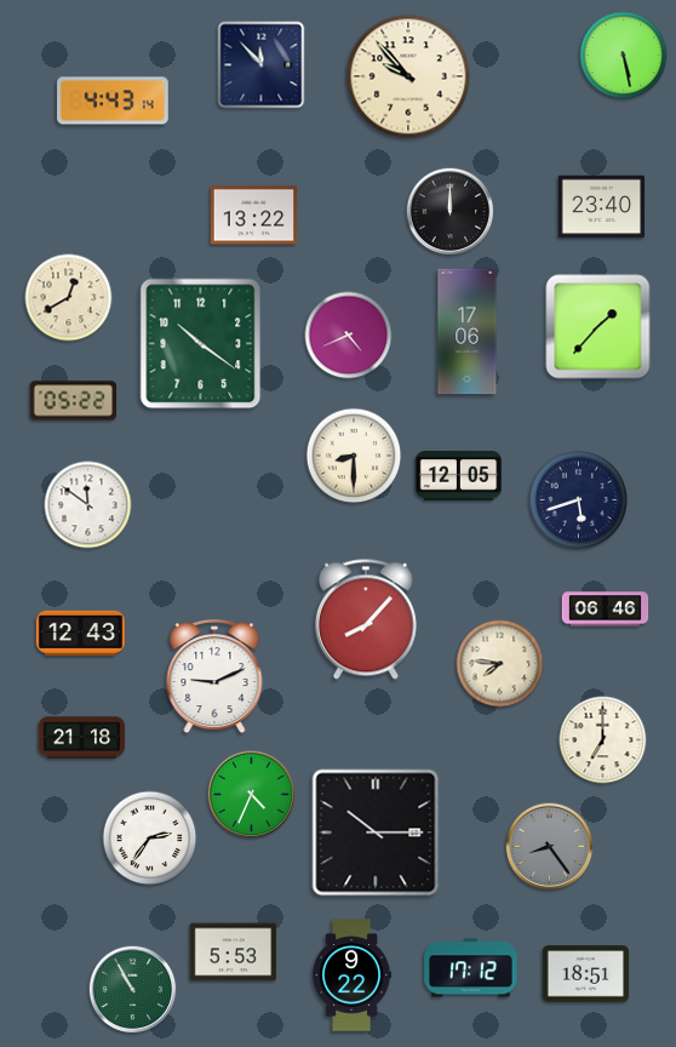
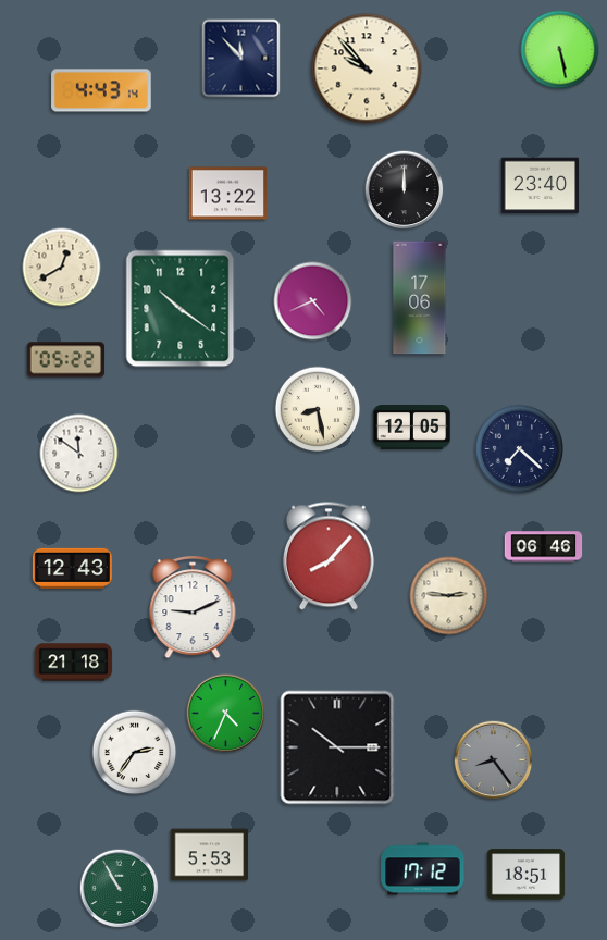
clock at (262, 65) position: (262, 65) -> (241, 59)
clock at (598, 327): 1:37 -> none
clock at (354, 456): 8:30 -> 8:28
clock at (578, 499): 5:42 -> 7:22
clock at (500, 664): 7:46 -> 2:46
clock at (603, 740): 7:00 -> none
clock at (353, 976): 9:22 -> none
